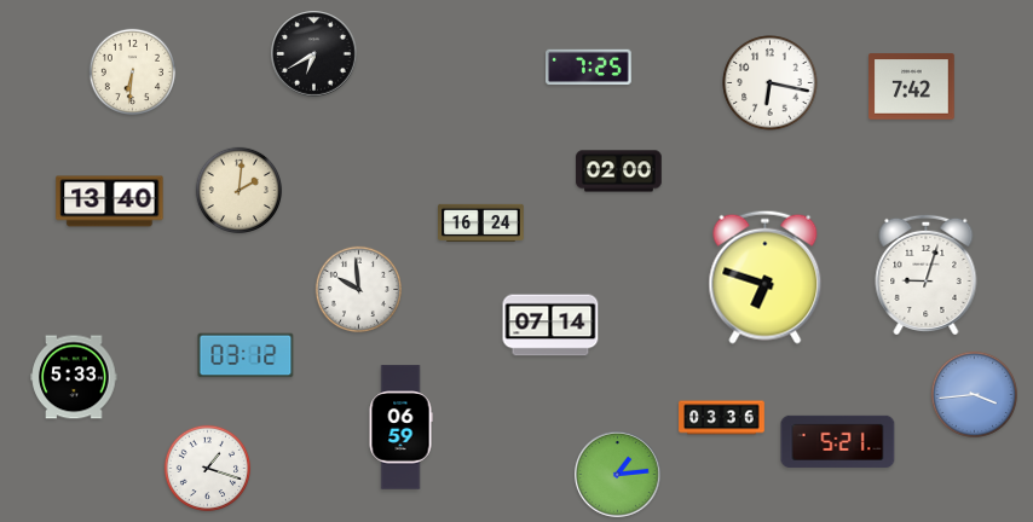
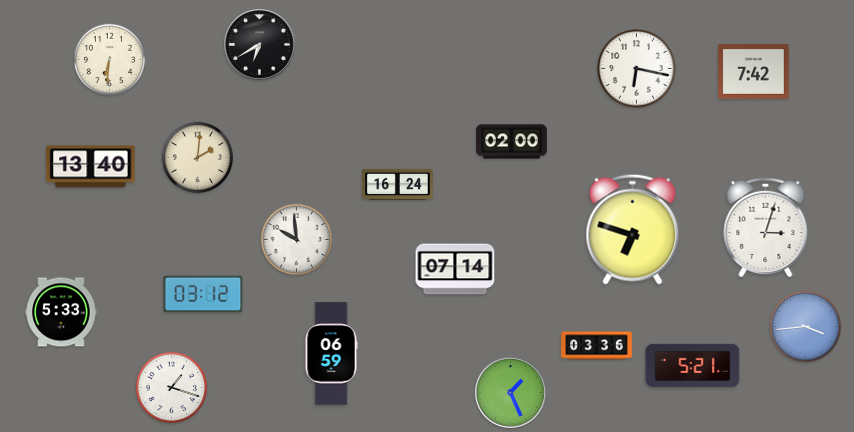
clock at (589, 68): 7:25 -> none
clock at (927, 273): 9:03 -> 3:03
clock at (618, 475): 1:14 -> 1:26
